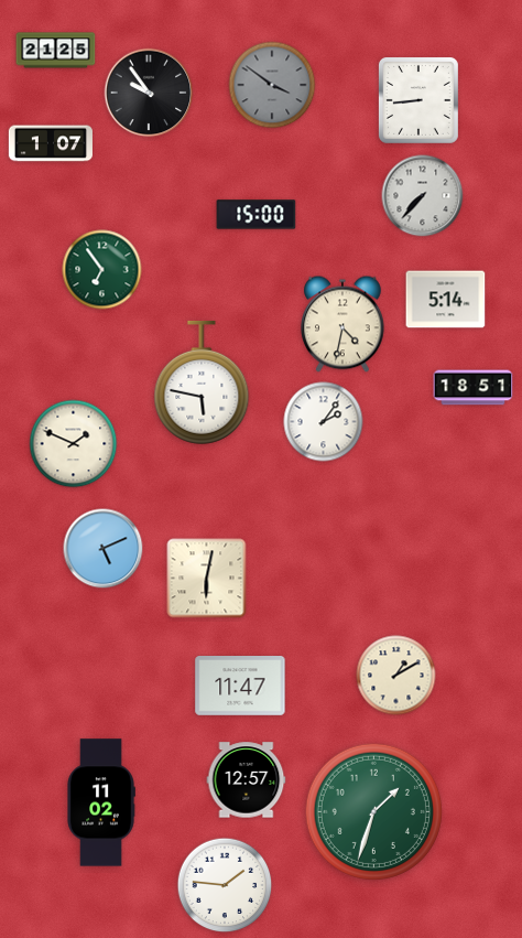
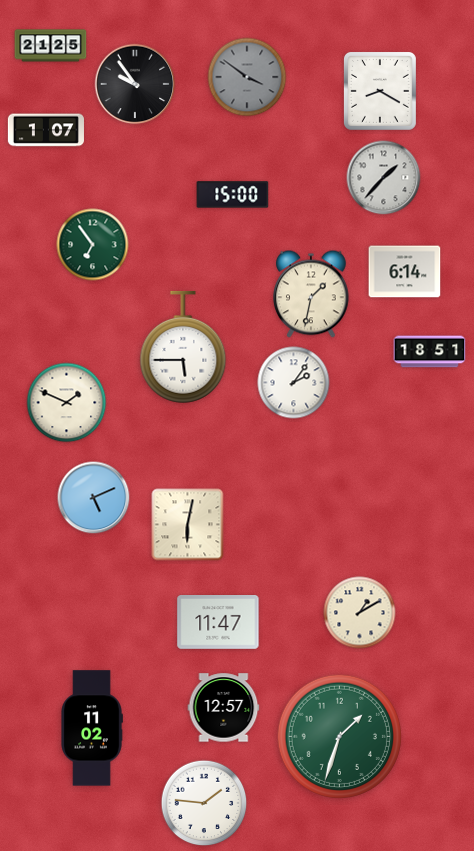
clock at (418, 100): 8:44 -> 8:20
clock at (423, 196): 7:37 -> 1:37
clock at (446, 300): 5:14 -> 6:14
clock at (344, 324): 4:32 -> 1:32
clock at (202, 382): 5:47 -> 5:45
